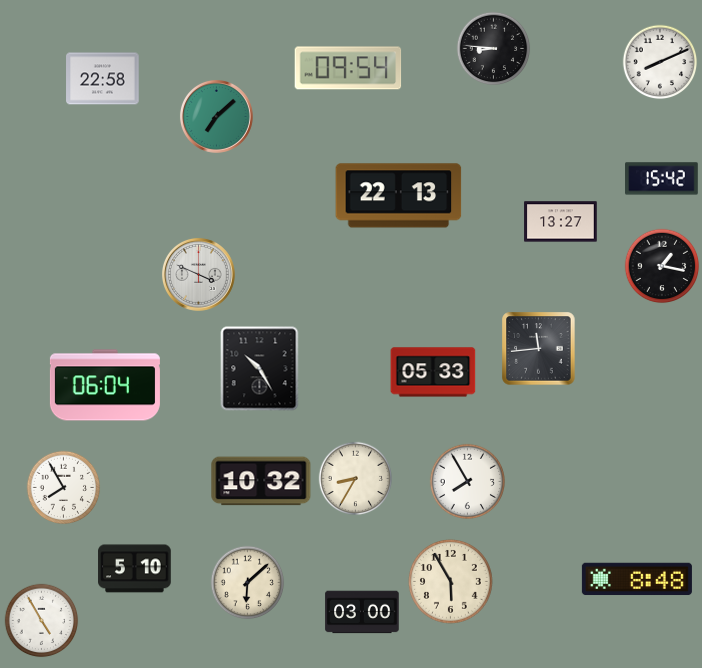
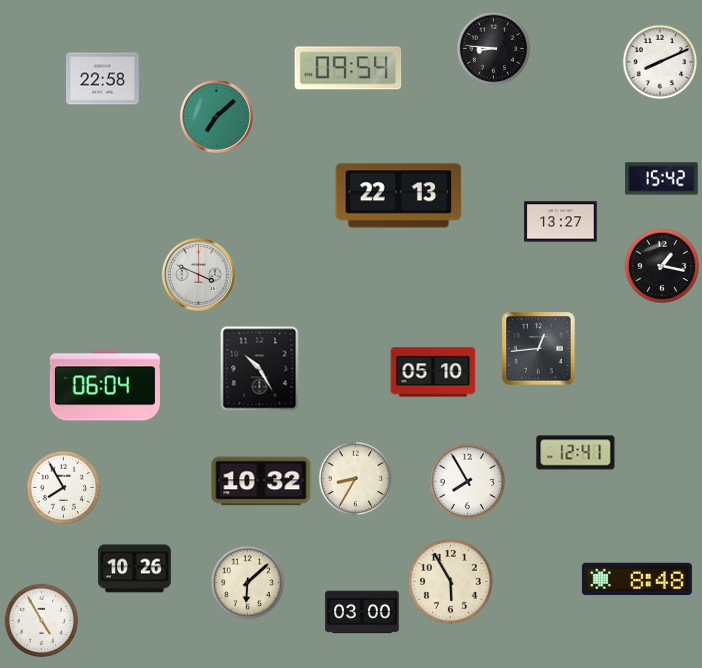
clock at (539, 349): 11:44 -> 12:44
clock at (433, 372): 05:33 -> 05:10
clock at (576, 453): none -> 12:41
clock at (135, 569): 5:10 -> 10:26
